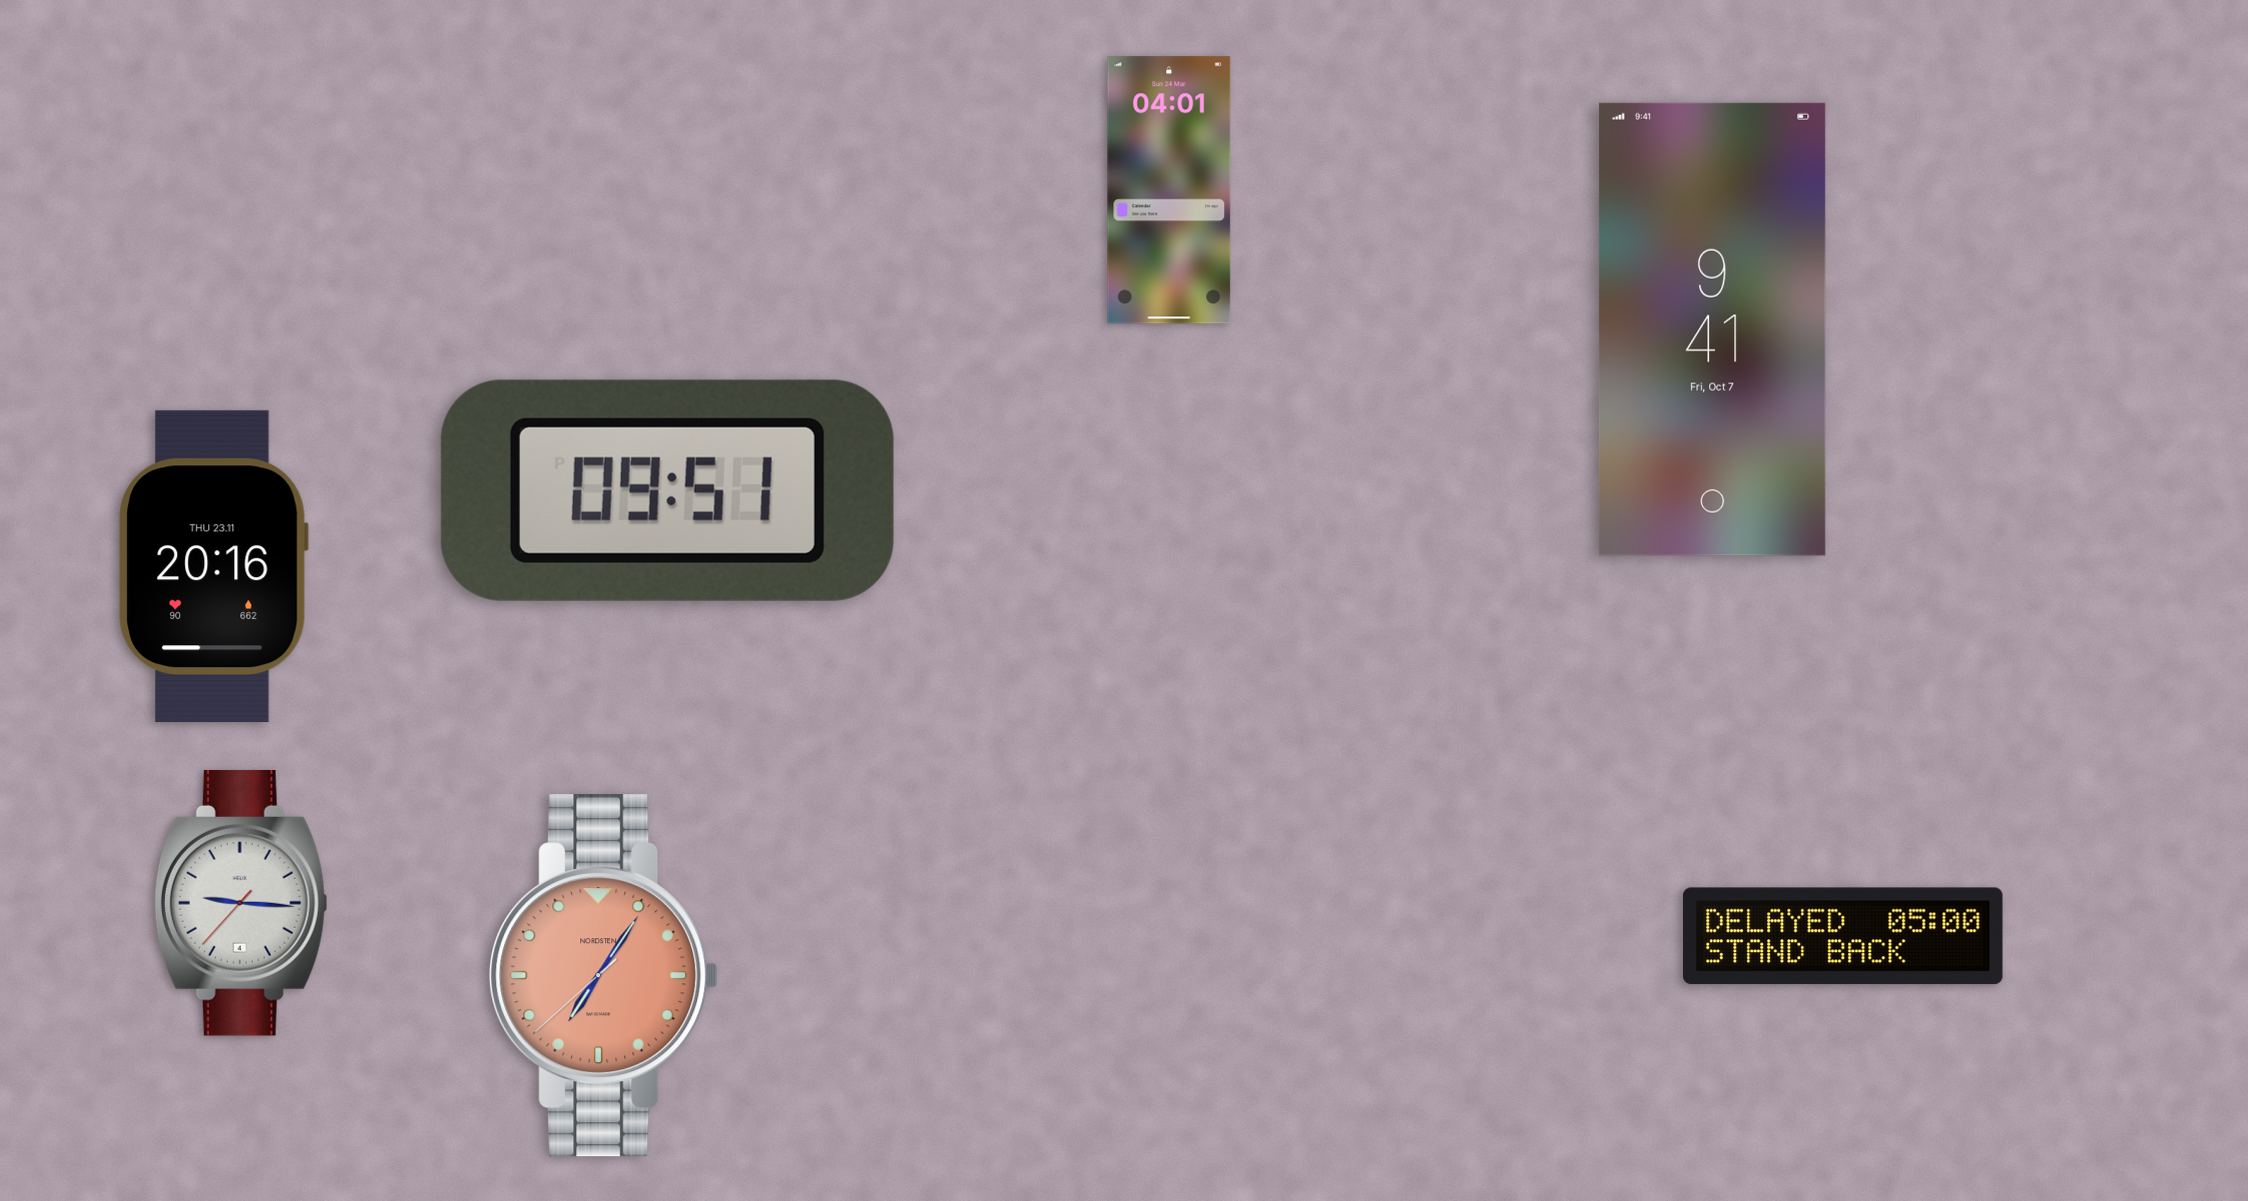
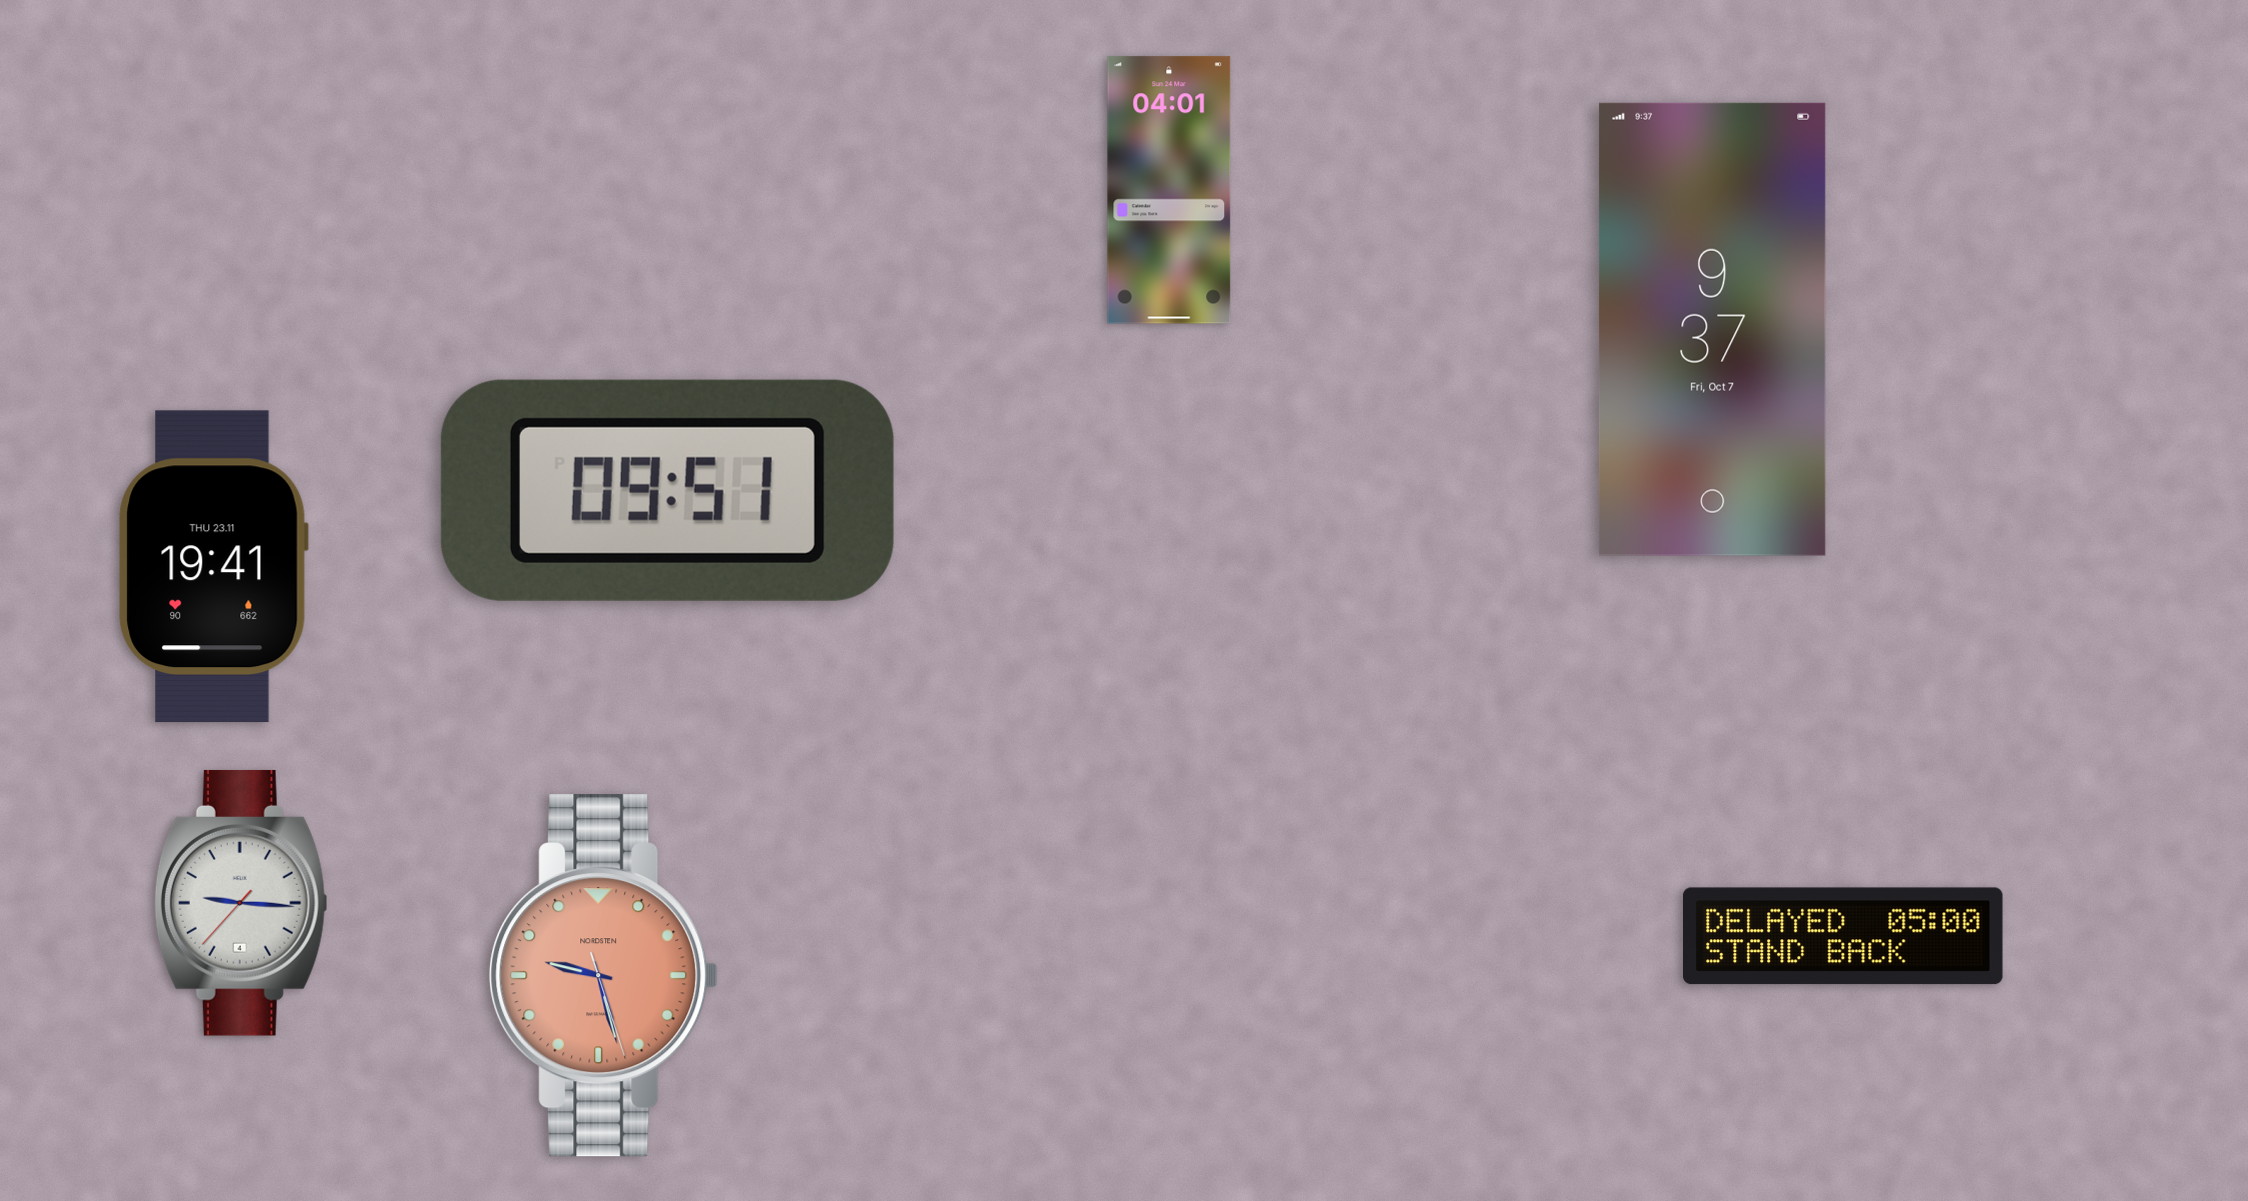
clock at (1712, 329): 9:41 -> 9:37
clock at (213, 567): 20:16 -> 19:41
clock at (604, 976): 7:05 -> 9:27
